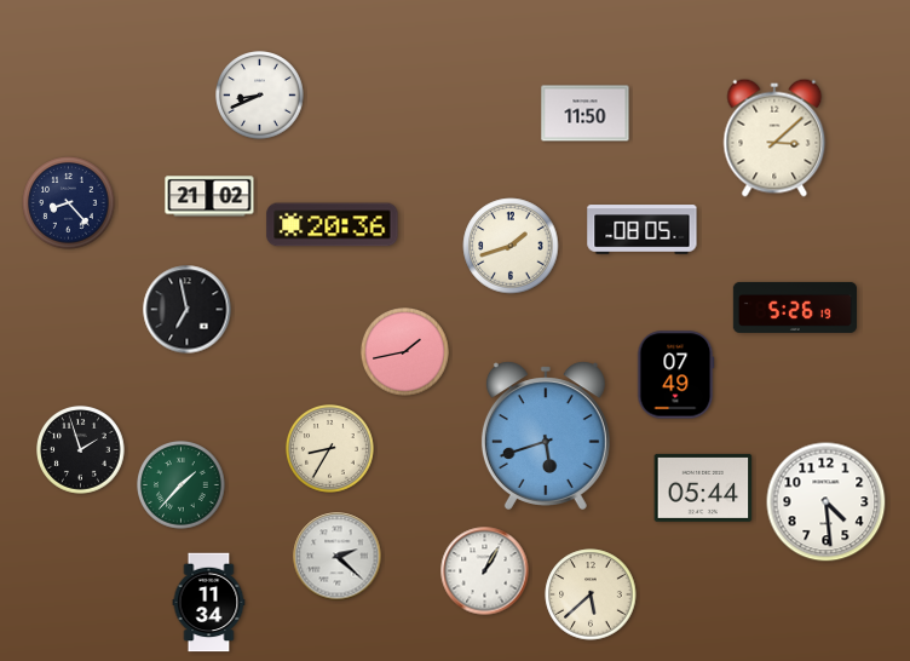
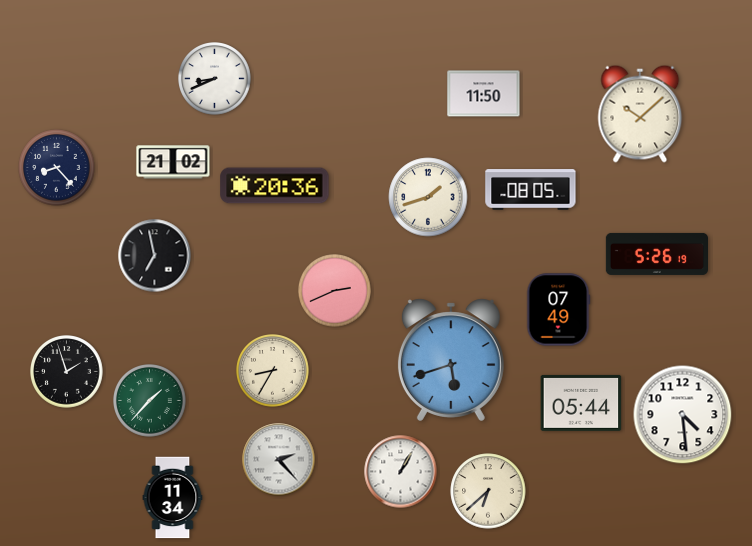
clock at (774, 138): 3:08 -> 10:08
clock at (511, 246) position: (511, 246) -> (428, 197)
clock at (405, 352): 1:43 -> 2:41
clock at (338, 557): 2:22 -> 2:23
clock at (591, 594): 5:38 -> 6:38
